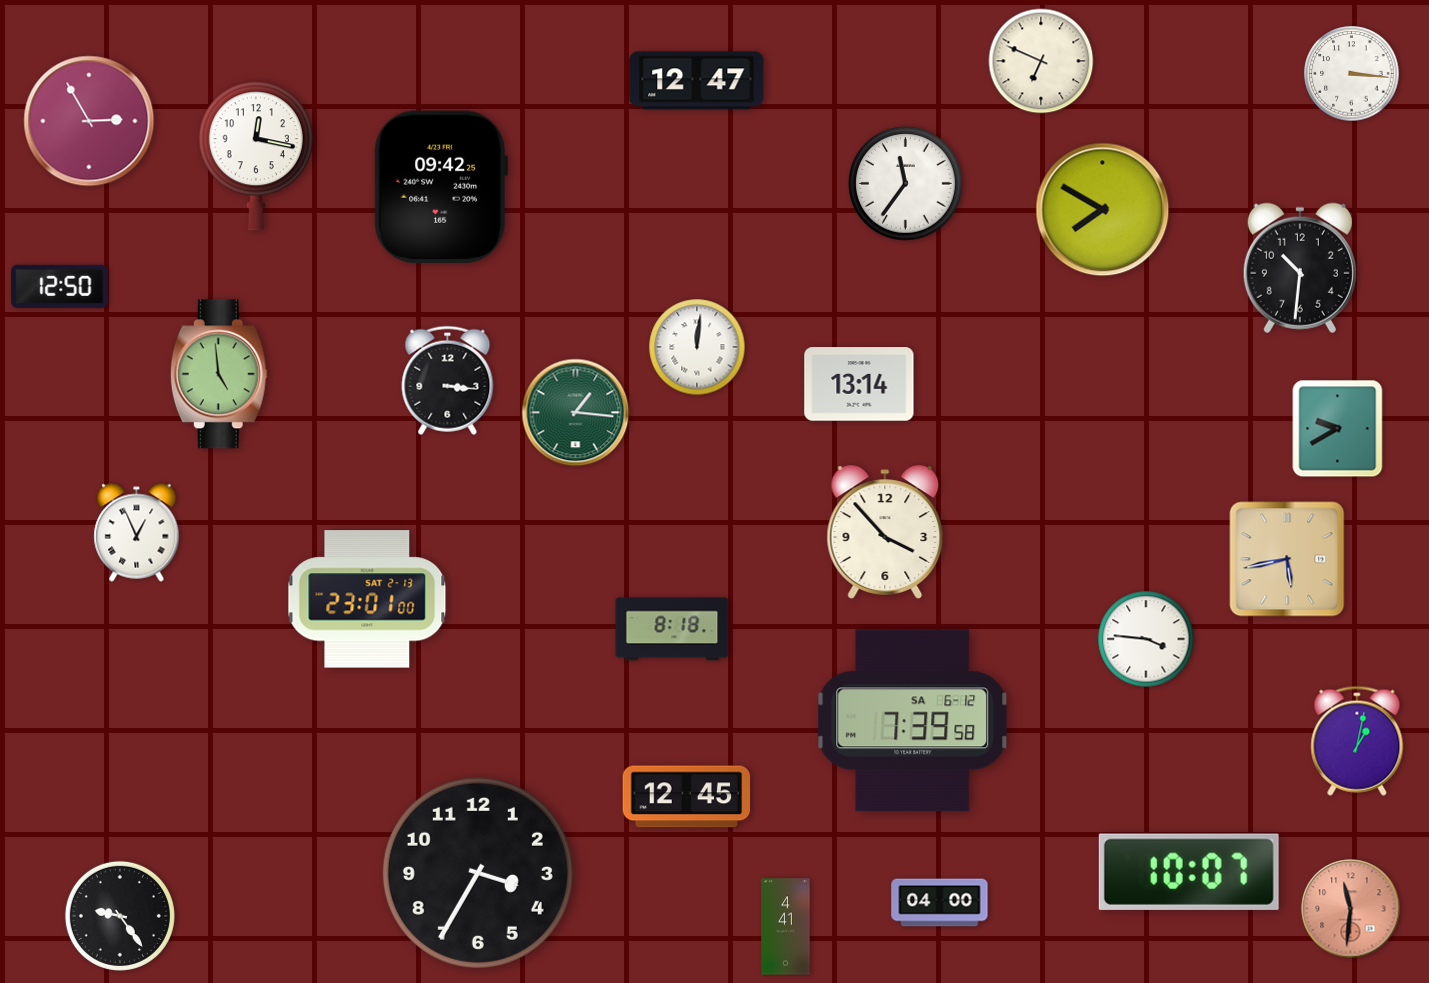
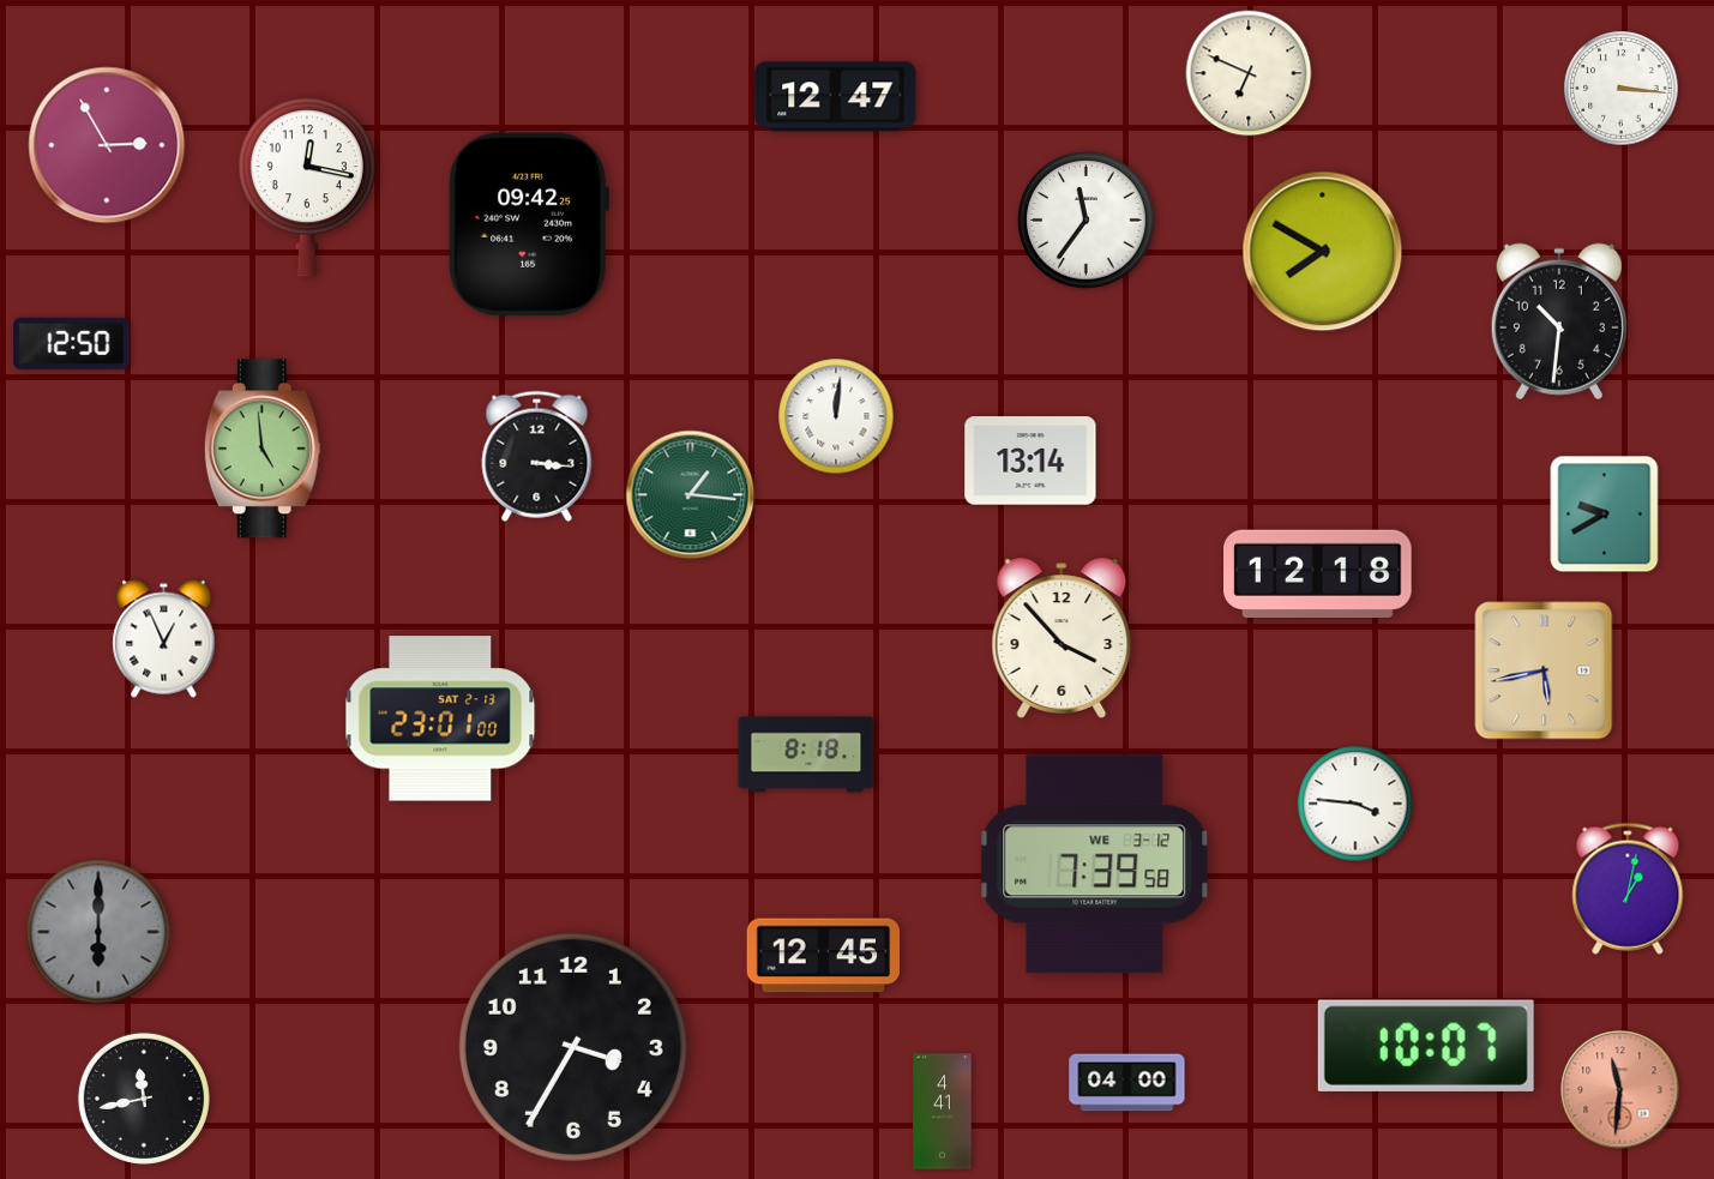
clock at (1318, 573): none -> 12:18
clock at (1146, 639) position: (1146, 639) -> (1355, 804)
clock at (913, 721) date: SA 6-12 -> WE 3-12
clock at (98, 932): none -> 6:00
clock at (120, 916): 9:24 -> 11:43
